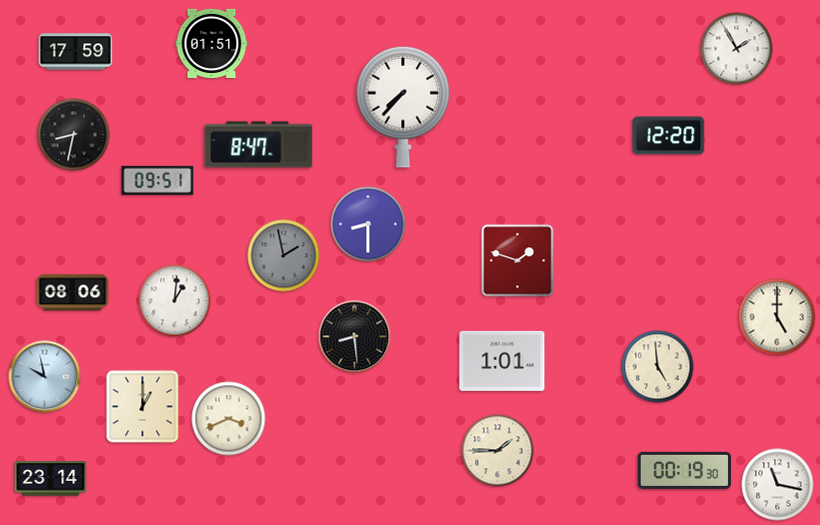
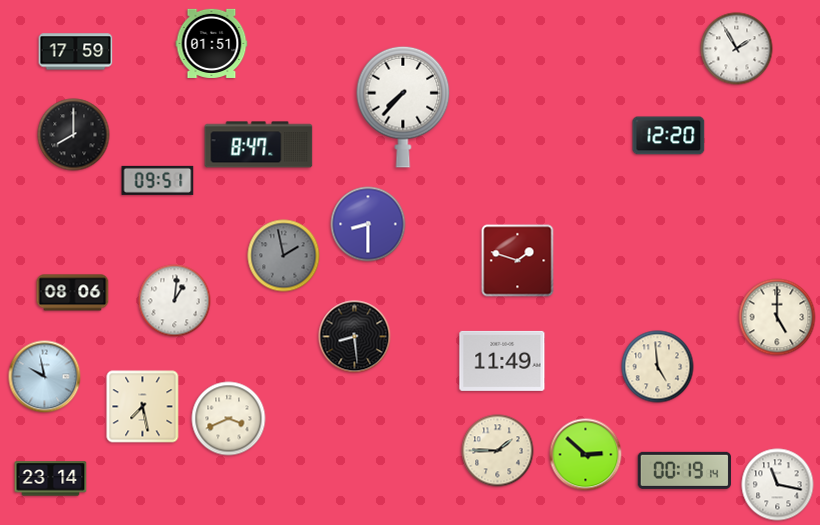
clock at (74, 135): 8:32 -> 8:00
clock at (502, 361): 1:01 -> 11:49
clock at (143, 407): 1:00 -> 7:28
clock at (586, 455): none -> 2:52
clock at (684, 470): 00:19:30 -> 00:19:14
